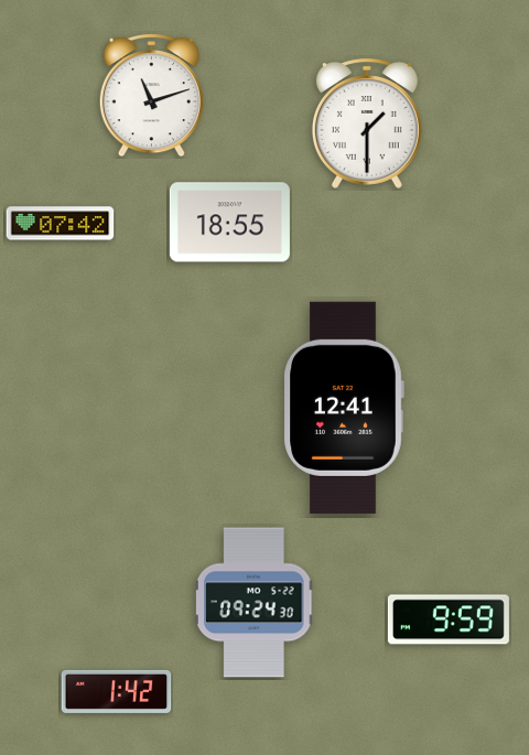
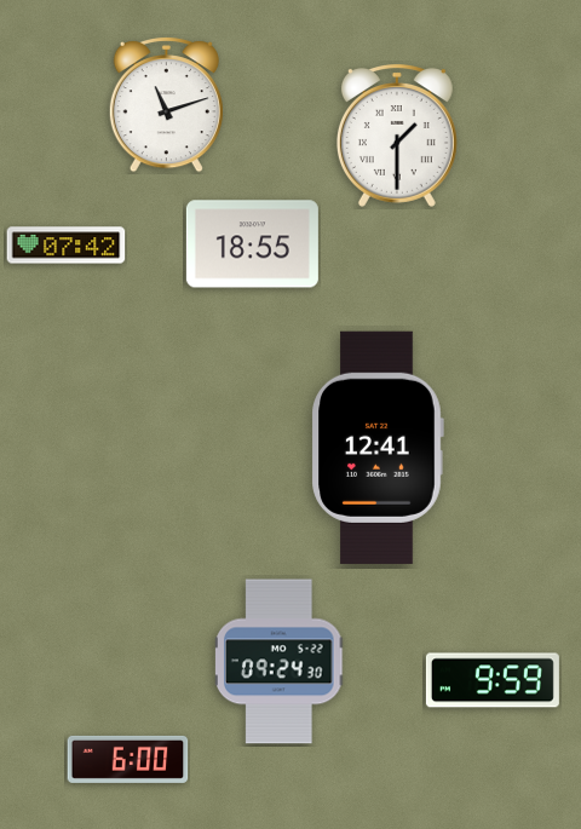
clock at (367, 125) position: (367, 125) -> (397, 137)
clock at (117, 691): 1:42 -> 6:00
